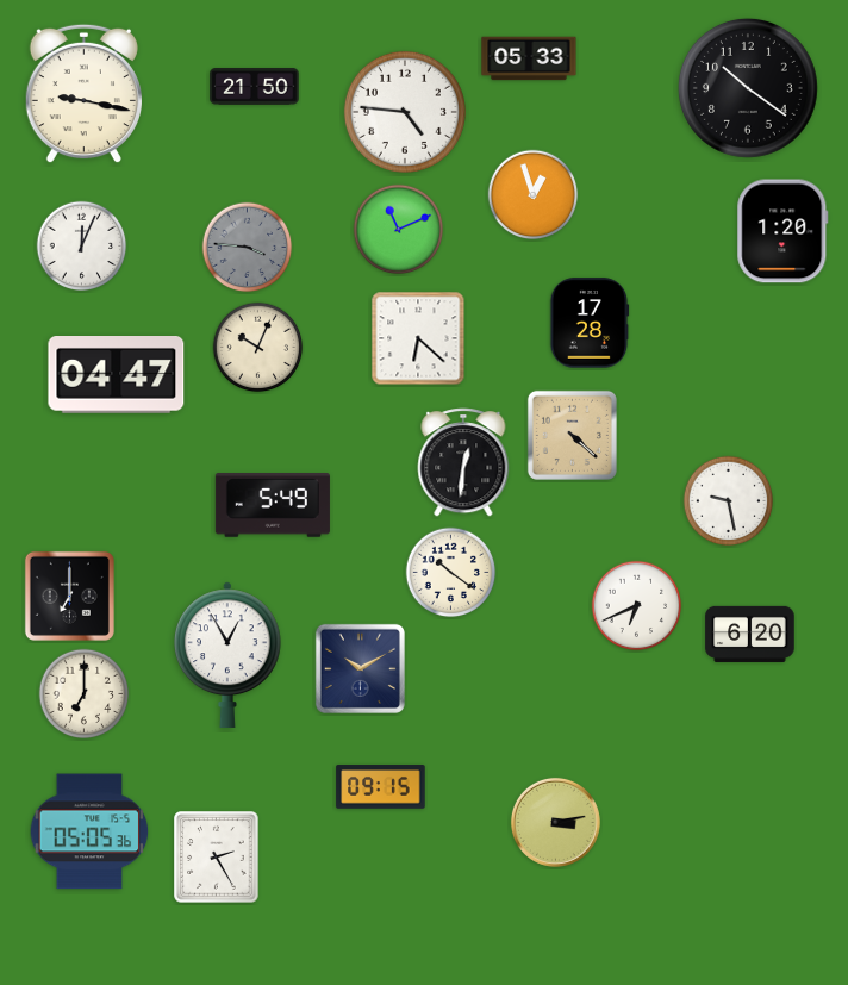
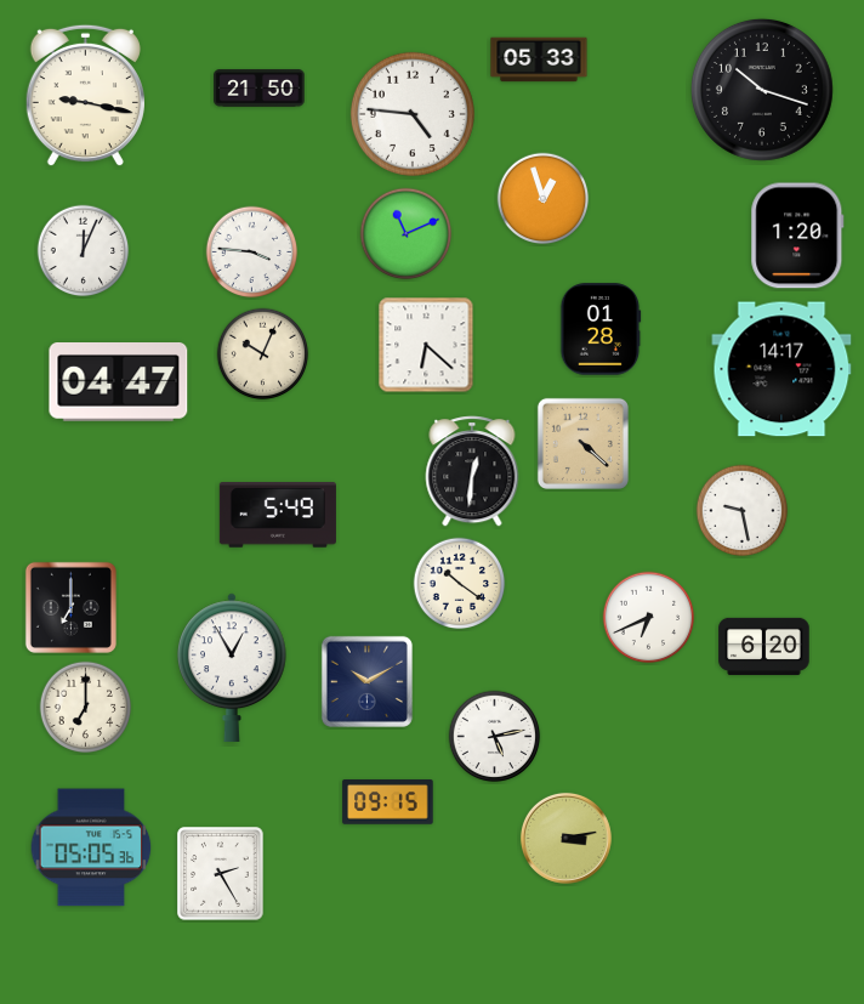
clock at (748, 88): 10:21 -> 10:18
clock at (248, 248) dial: grey -> white
clock at (590, 323): 17:28 -> 01:28
clock at (781, 369): none -> 14:17
clock at (495, 737): none -> 5:13
